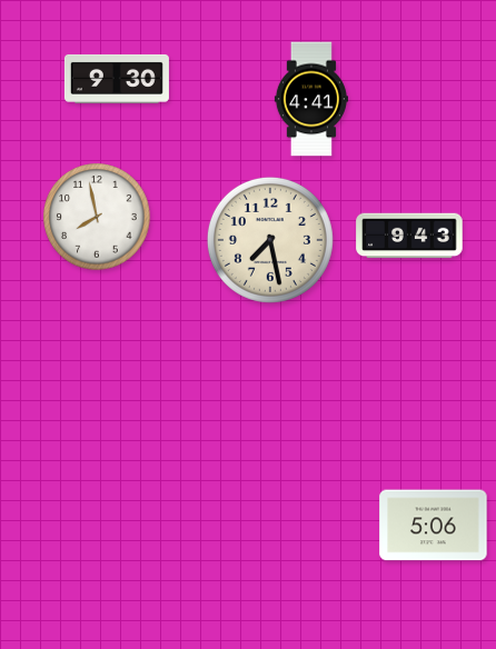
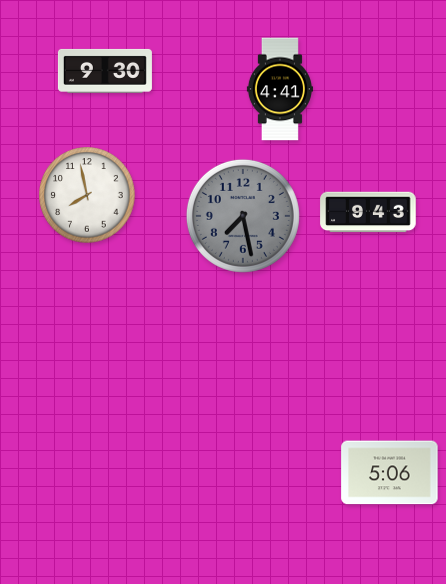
clock at (270, 240) dial: cream -> grey
